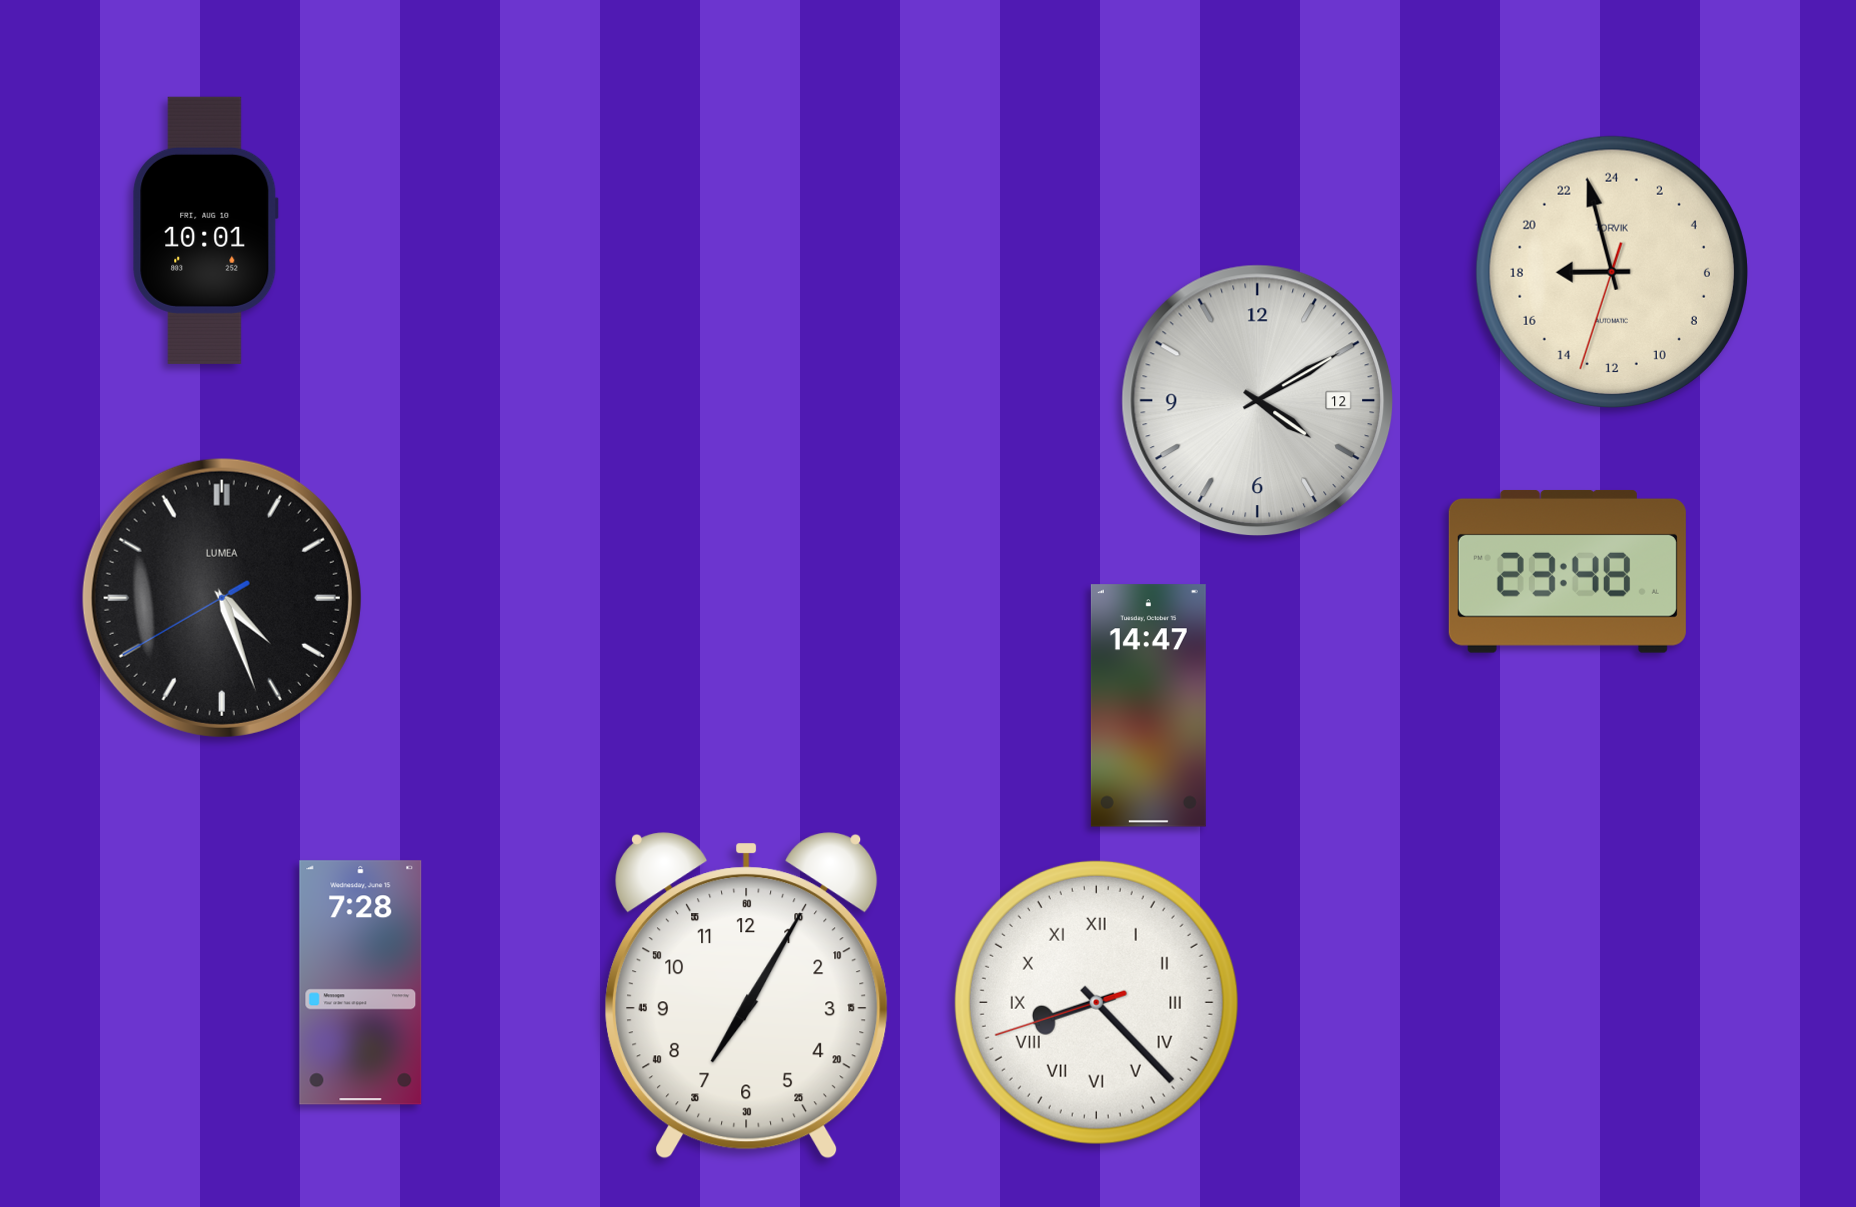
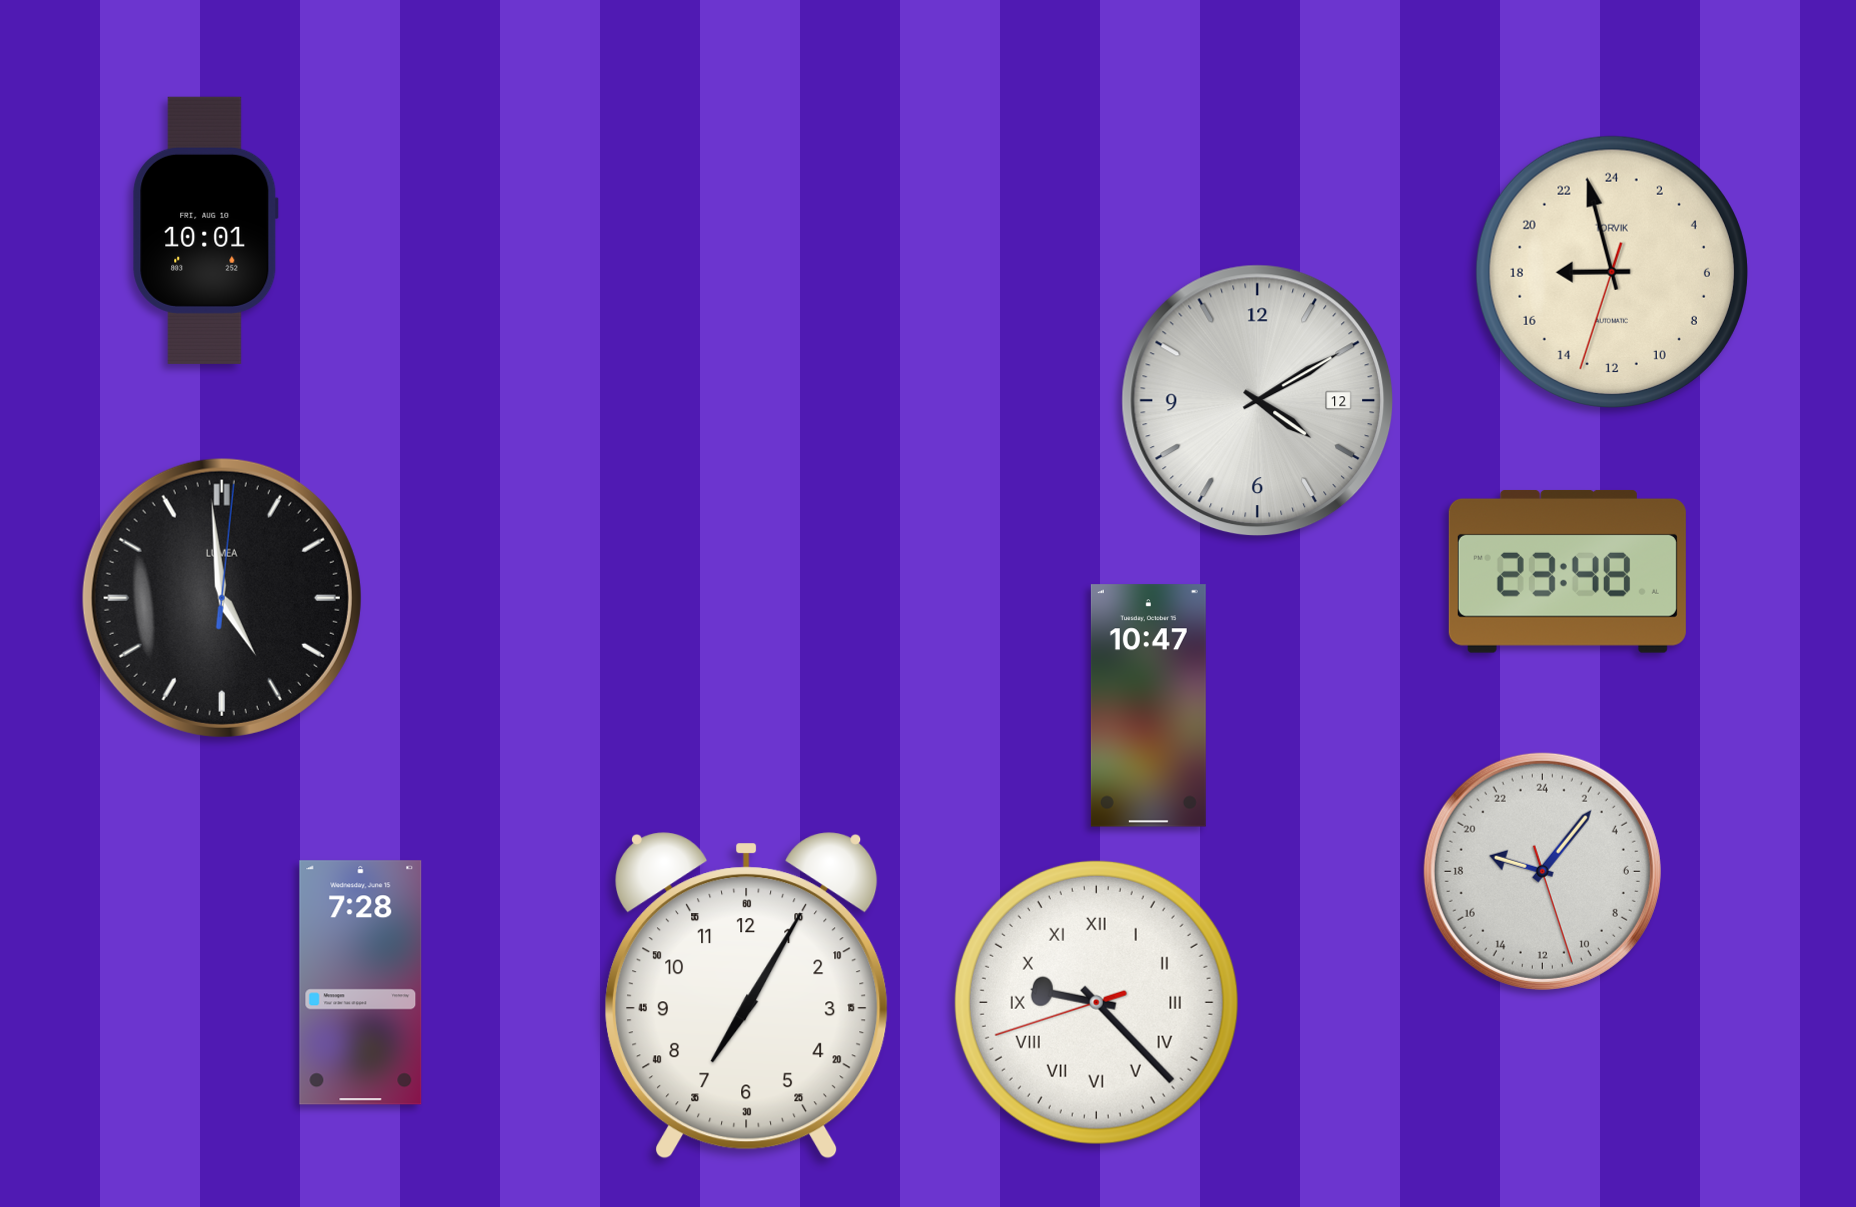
clock at (222, 598): 4:26 -> 4:59
clock at (1148, 706): 14:47 -> 10:47
clock at (1542, 871): none -> 19:06
clock at (1096, 1002): 8:22 -> 9:22
